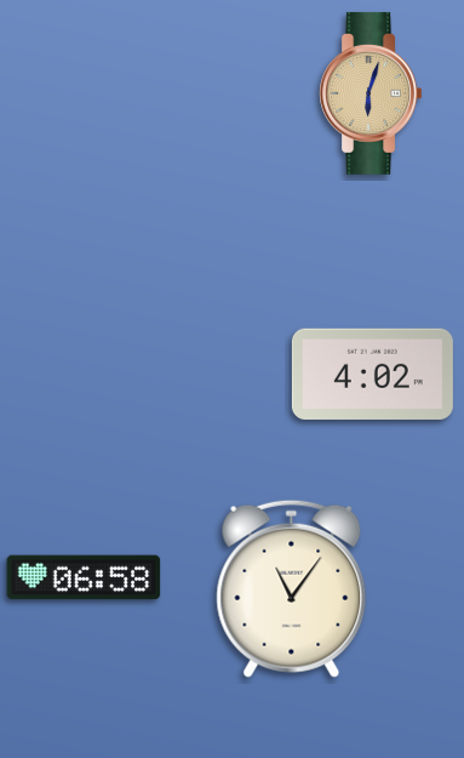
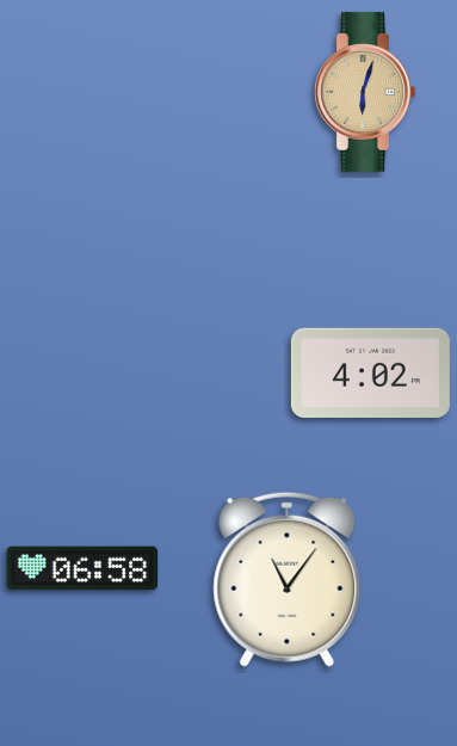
clock at (372, 374) position: (372, 374) -> (370, 372)
